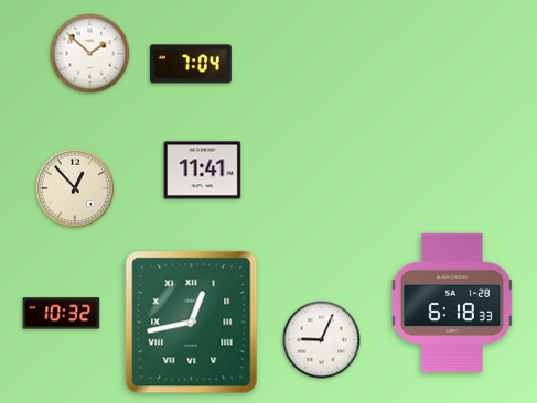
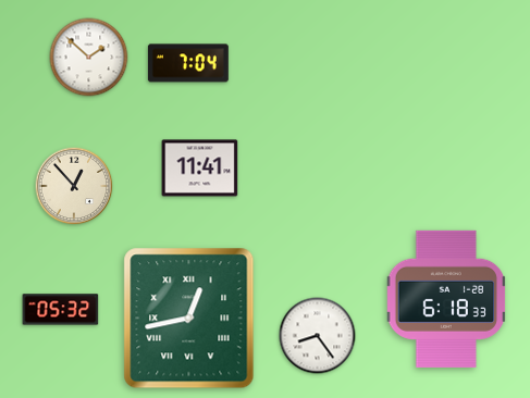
clock at (90, 54) position: (90, 54) -> (89, 58)
clock at (62, 314): 10:32 -> 05:32
clock at (322, 340): 9:04 -> 8:24
